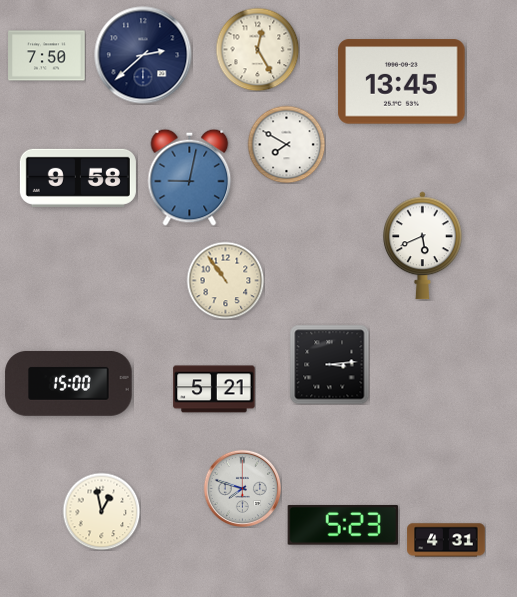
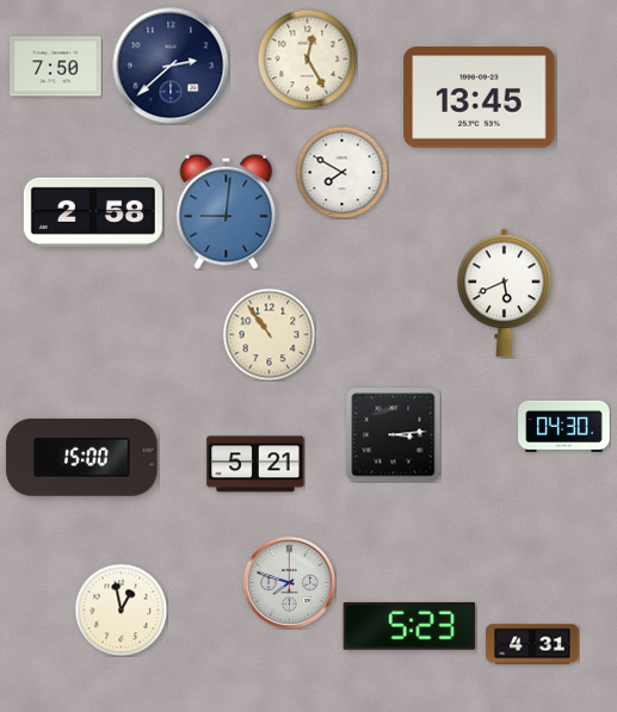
clock at (190, 177): 9:02 -> 9:01
clock at (78, 178): 9:58 -> 2:58
clock at (564, 426): none -> 04:30
